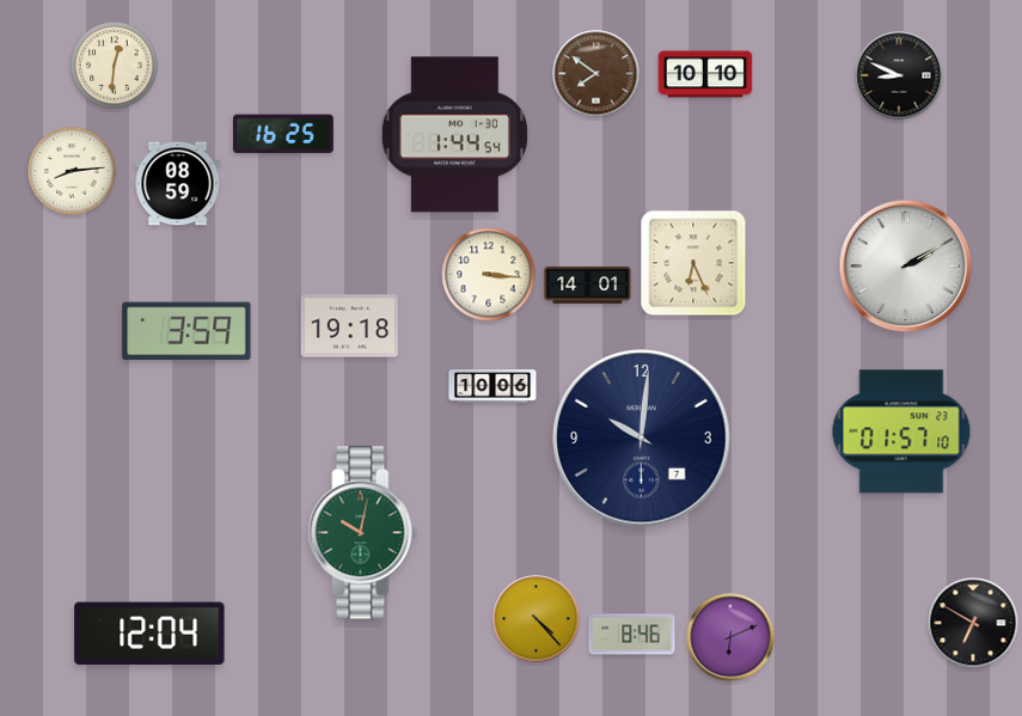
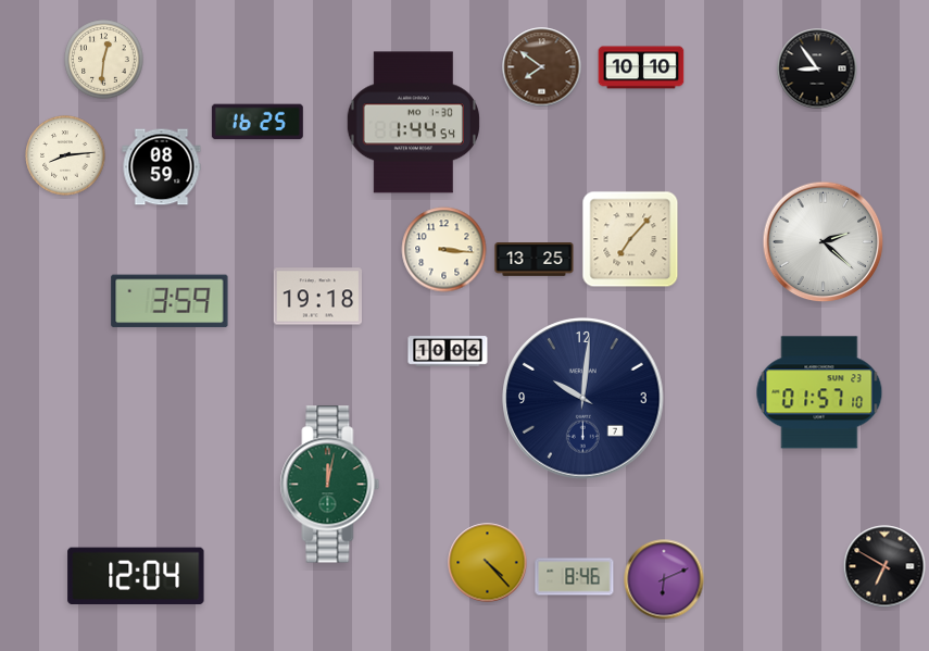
clock at (899, 75): 8:49 -> 8:54
clock at (693, 263): 6:26 -> 7:07
clock at (906, 267): 2:10 -> 2:22
clock at (588, 286): 14:01 -> 13:25
clock at (363, 533): 10:02 -> 12:02
